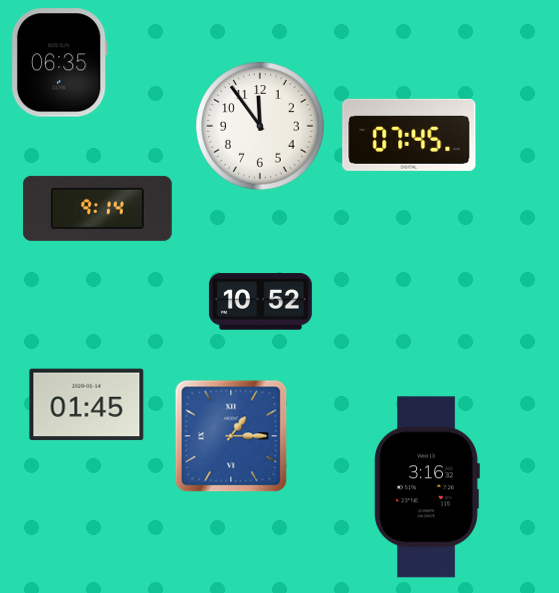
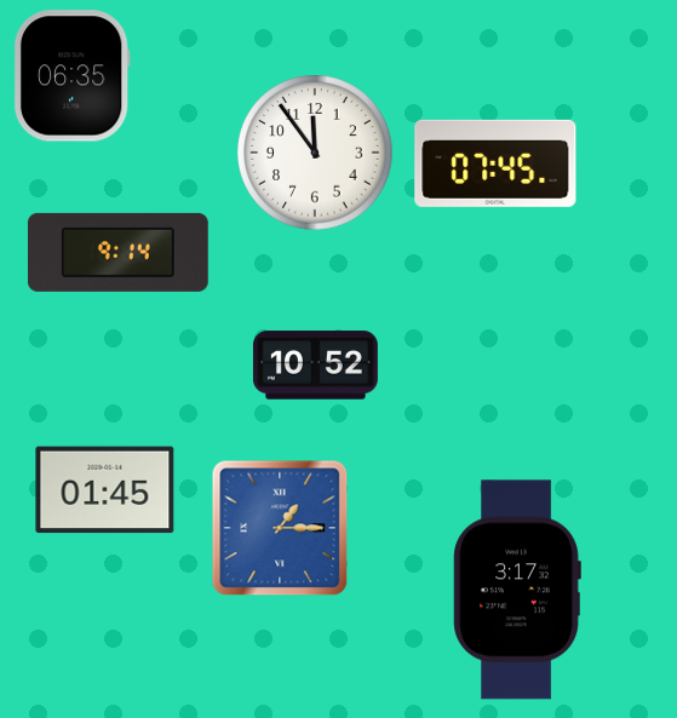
clock at (427, 487): 3:16 -> 3:17
